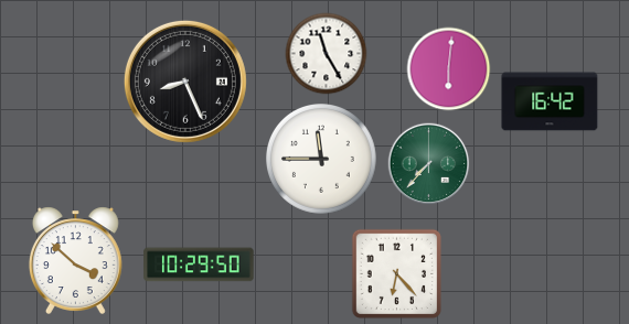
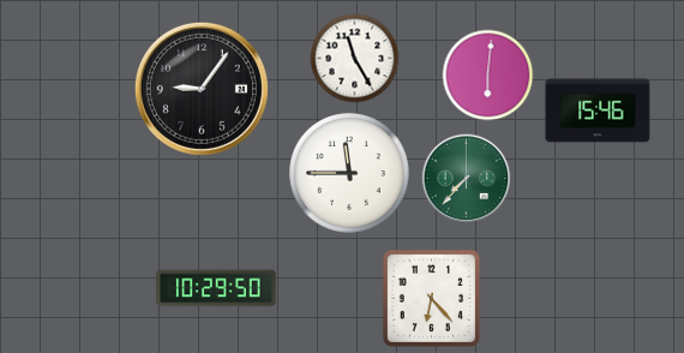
clock at (185, 82): 8:26 -> 9:06
clock at (550, 101): 16:42 -> 15:46
clock at (75, 260): 3:52 -> none
